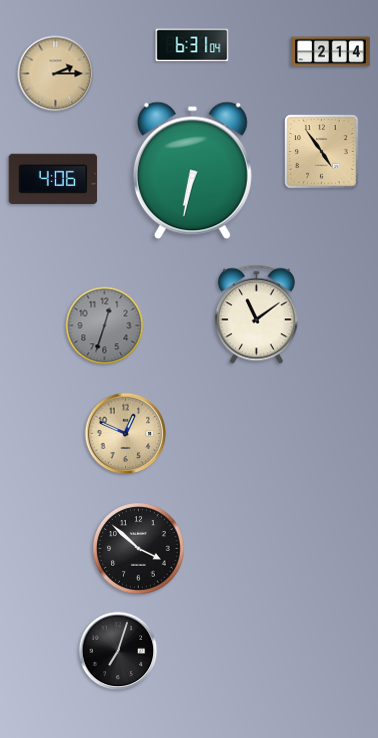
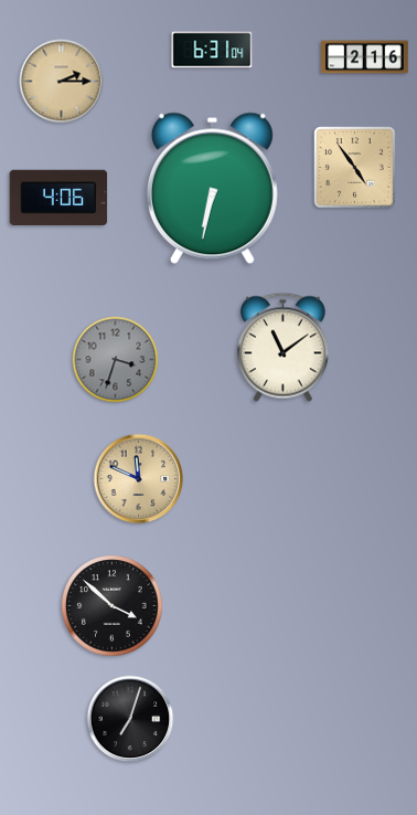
clock at (331, 52): 2:14 -> 2:16
clock at (105, 326): 12:33 -> 3:33
clock at (126, 434): 12:49 -> 11:49
clock at (139, 549) position: (139, 549) -> (113, 606)
